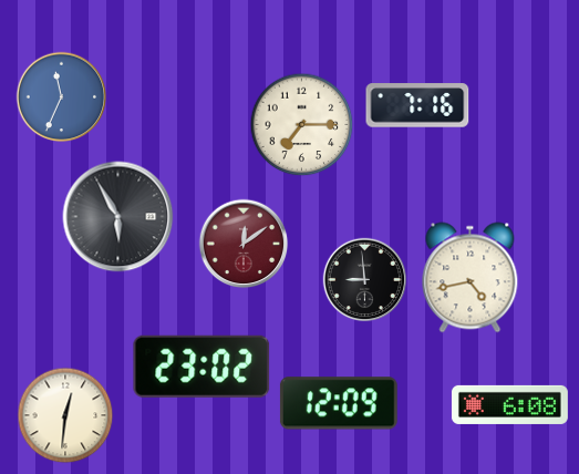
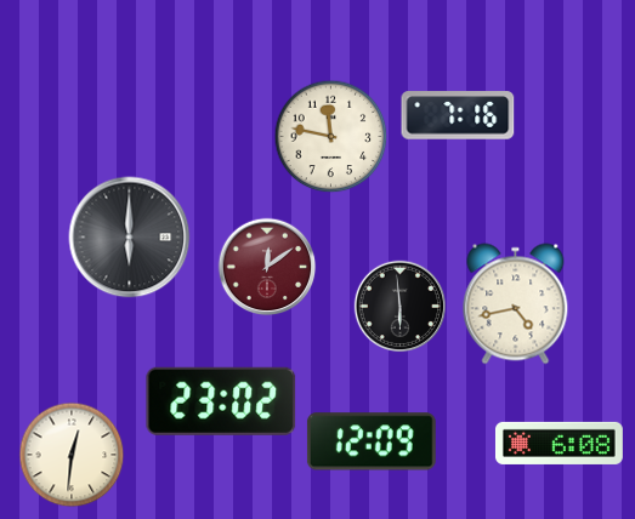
clock at (62, 97): 11:34 -> none
clock at (302, 125): 7:15 -> 11:47
clock at (118, 217): 5:55 -> 6:00
clock at (365, 280): 8:59 -> 5:59
